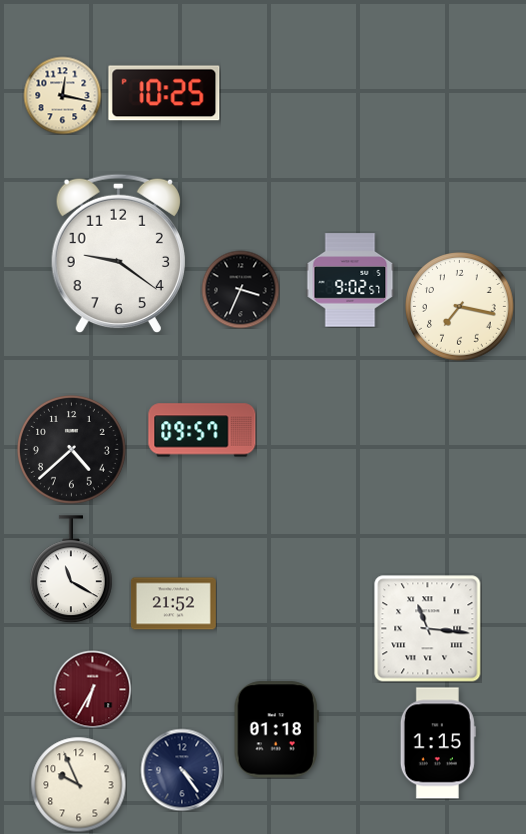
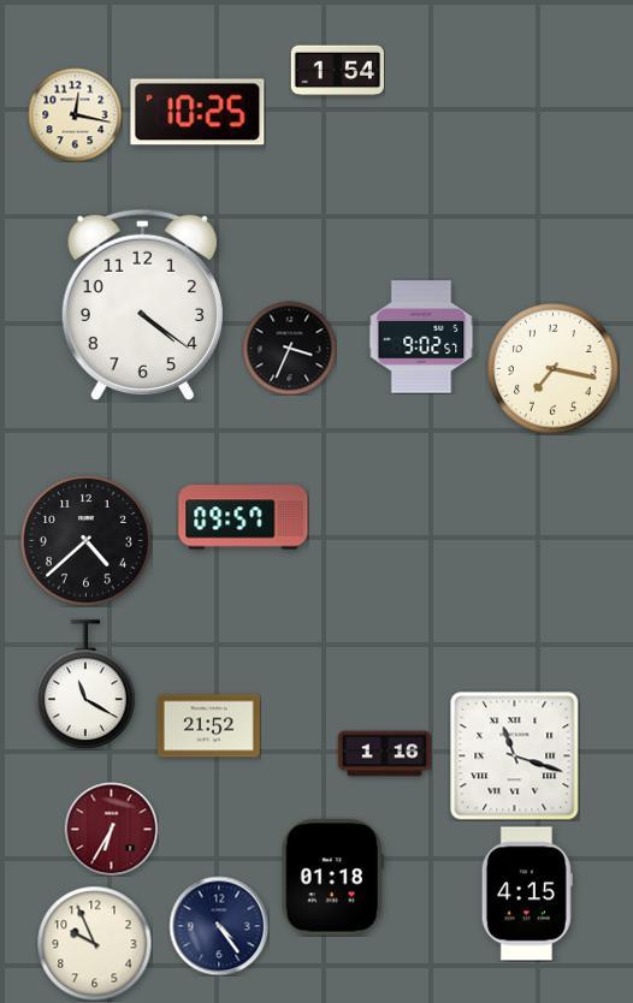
clock at (337, 71): none -> 1:54
clock at (118, 254): 9:21 -> 4:21
clock at (384, 754): none -> 1:16
clock at (428, 629): 11:16 -> 11:18
clock at (438, 743): 1:15 -> 4:15
